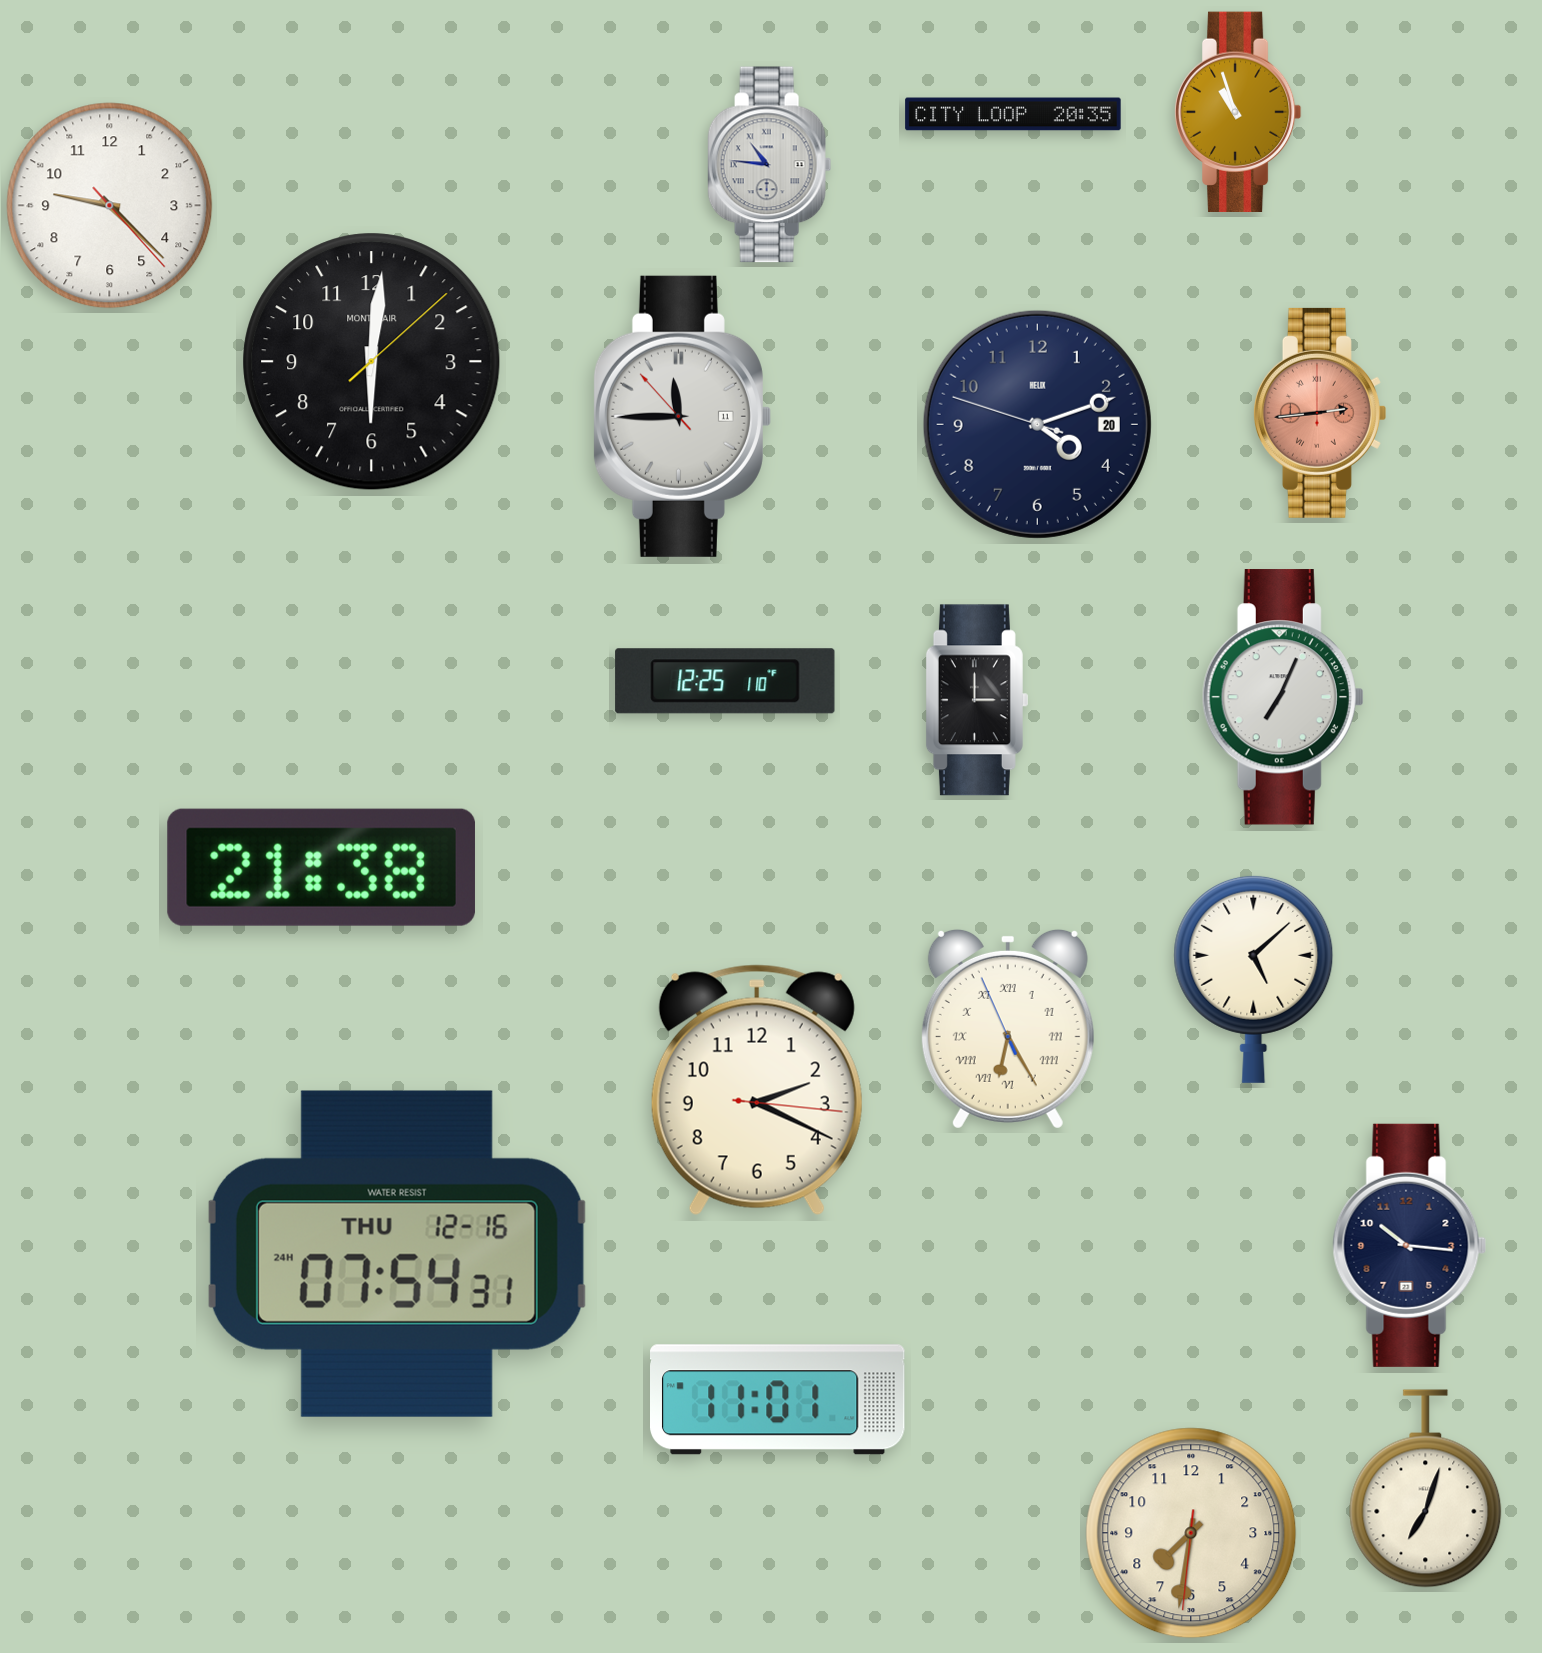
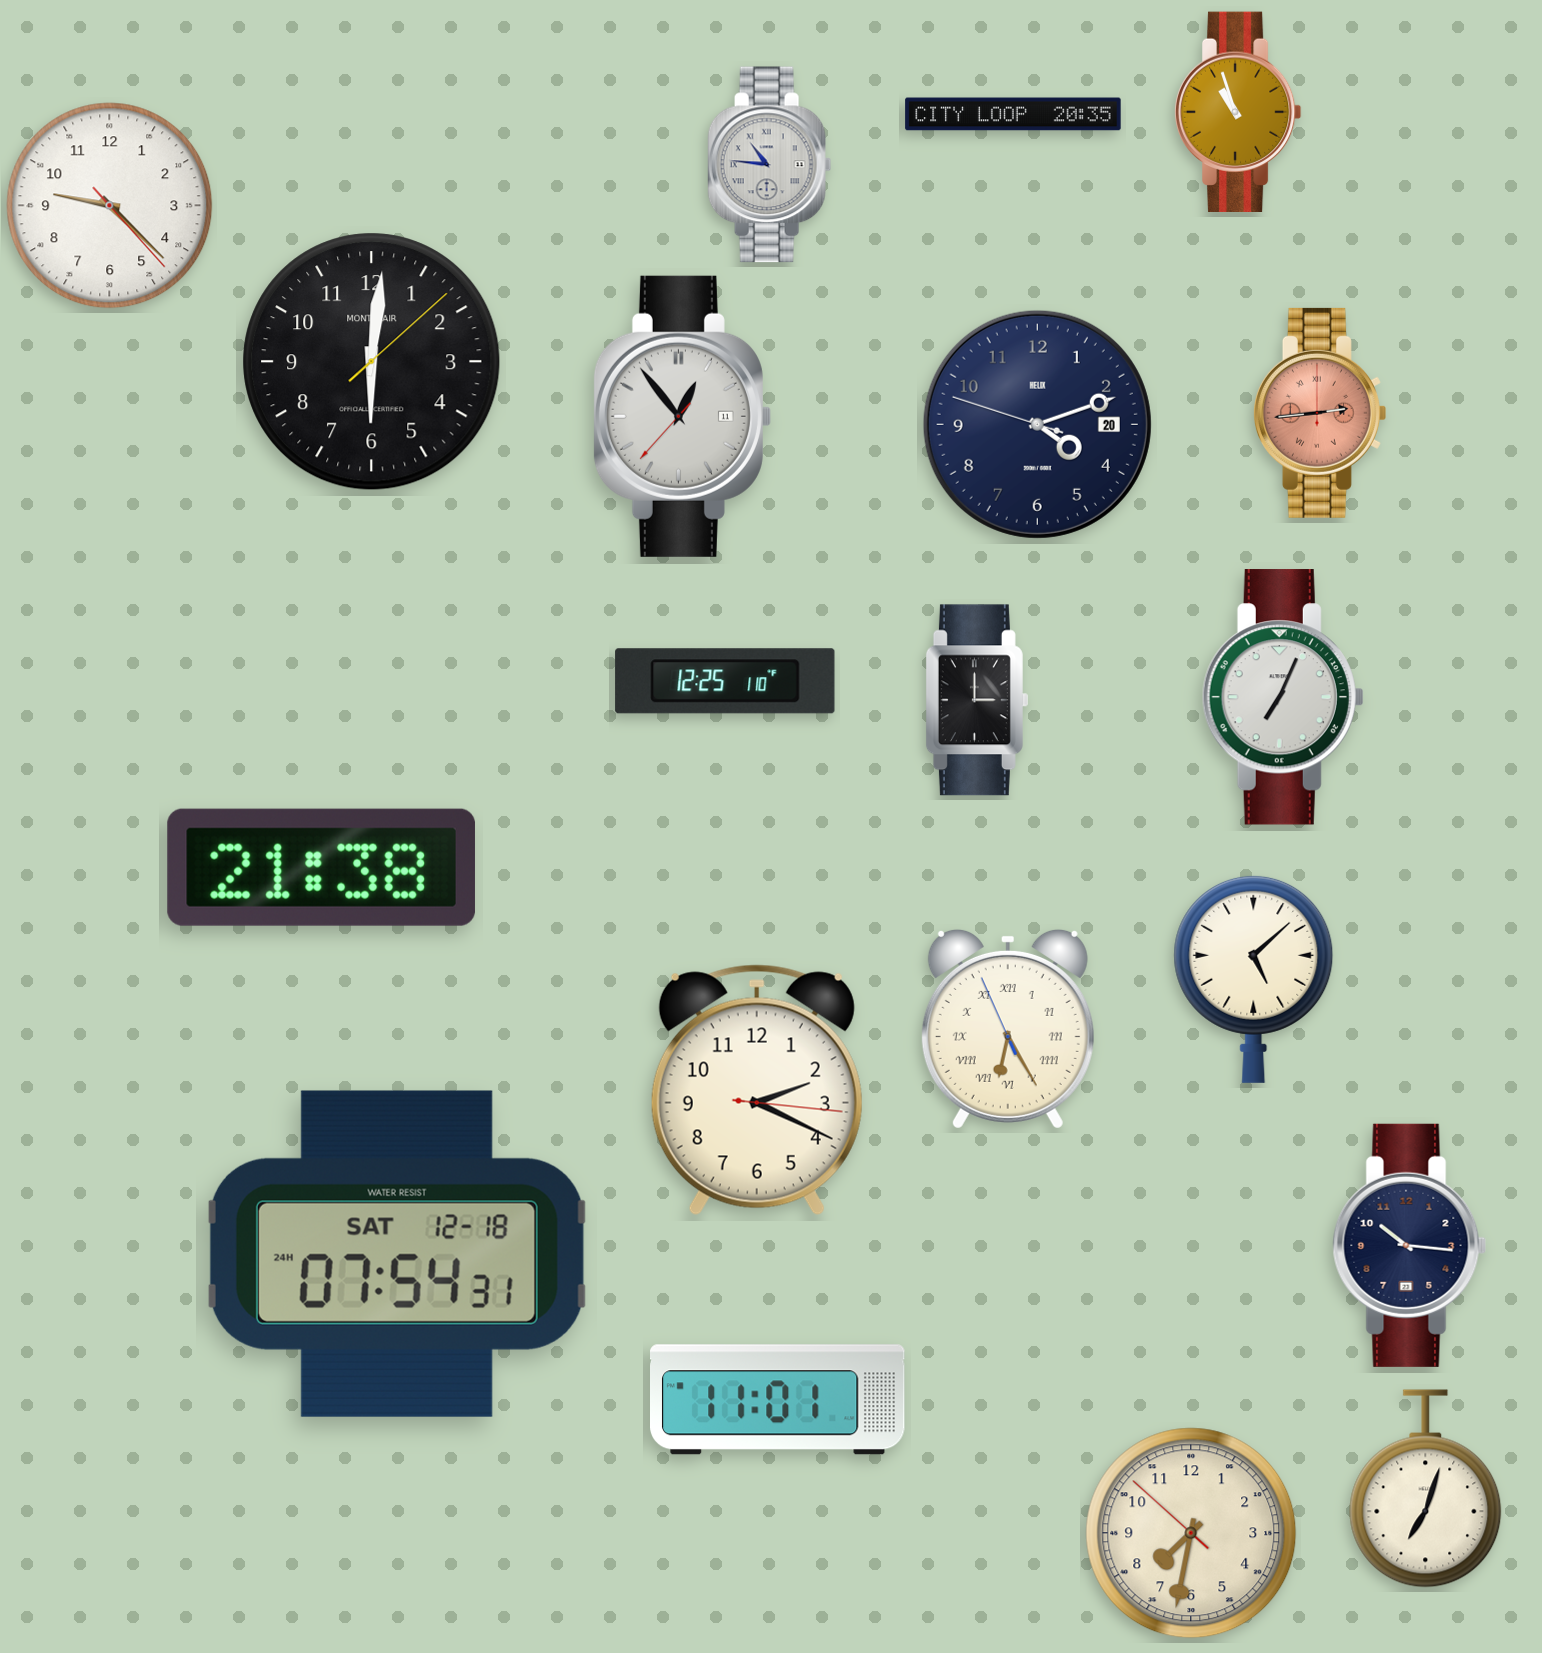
clock at (682, 416): 11:44 -> 12:53
clock at (397, 1254) date: THU 12-16 -> SAT 12-18
clock at (1191, 1533): 7:31:31 -> 7:31:52
